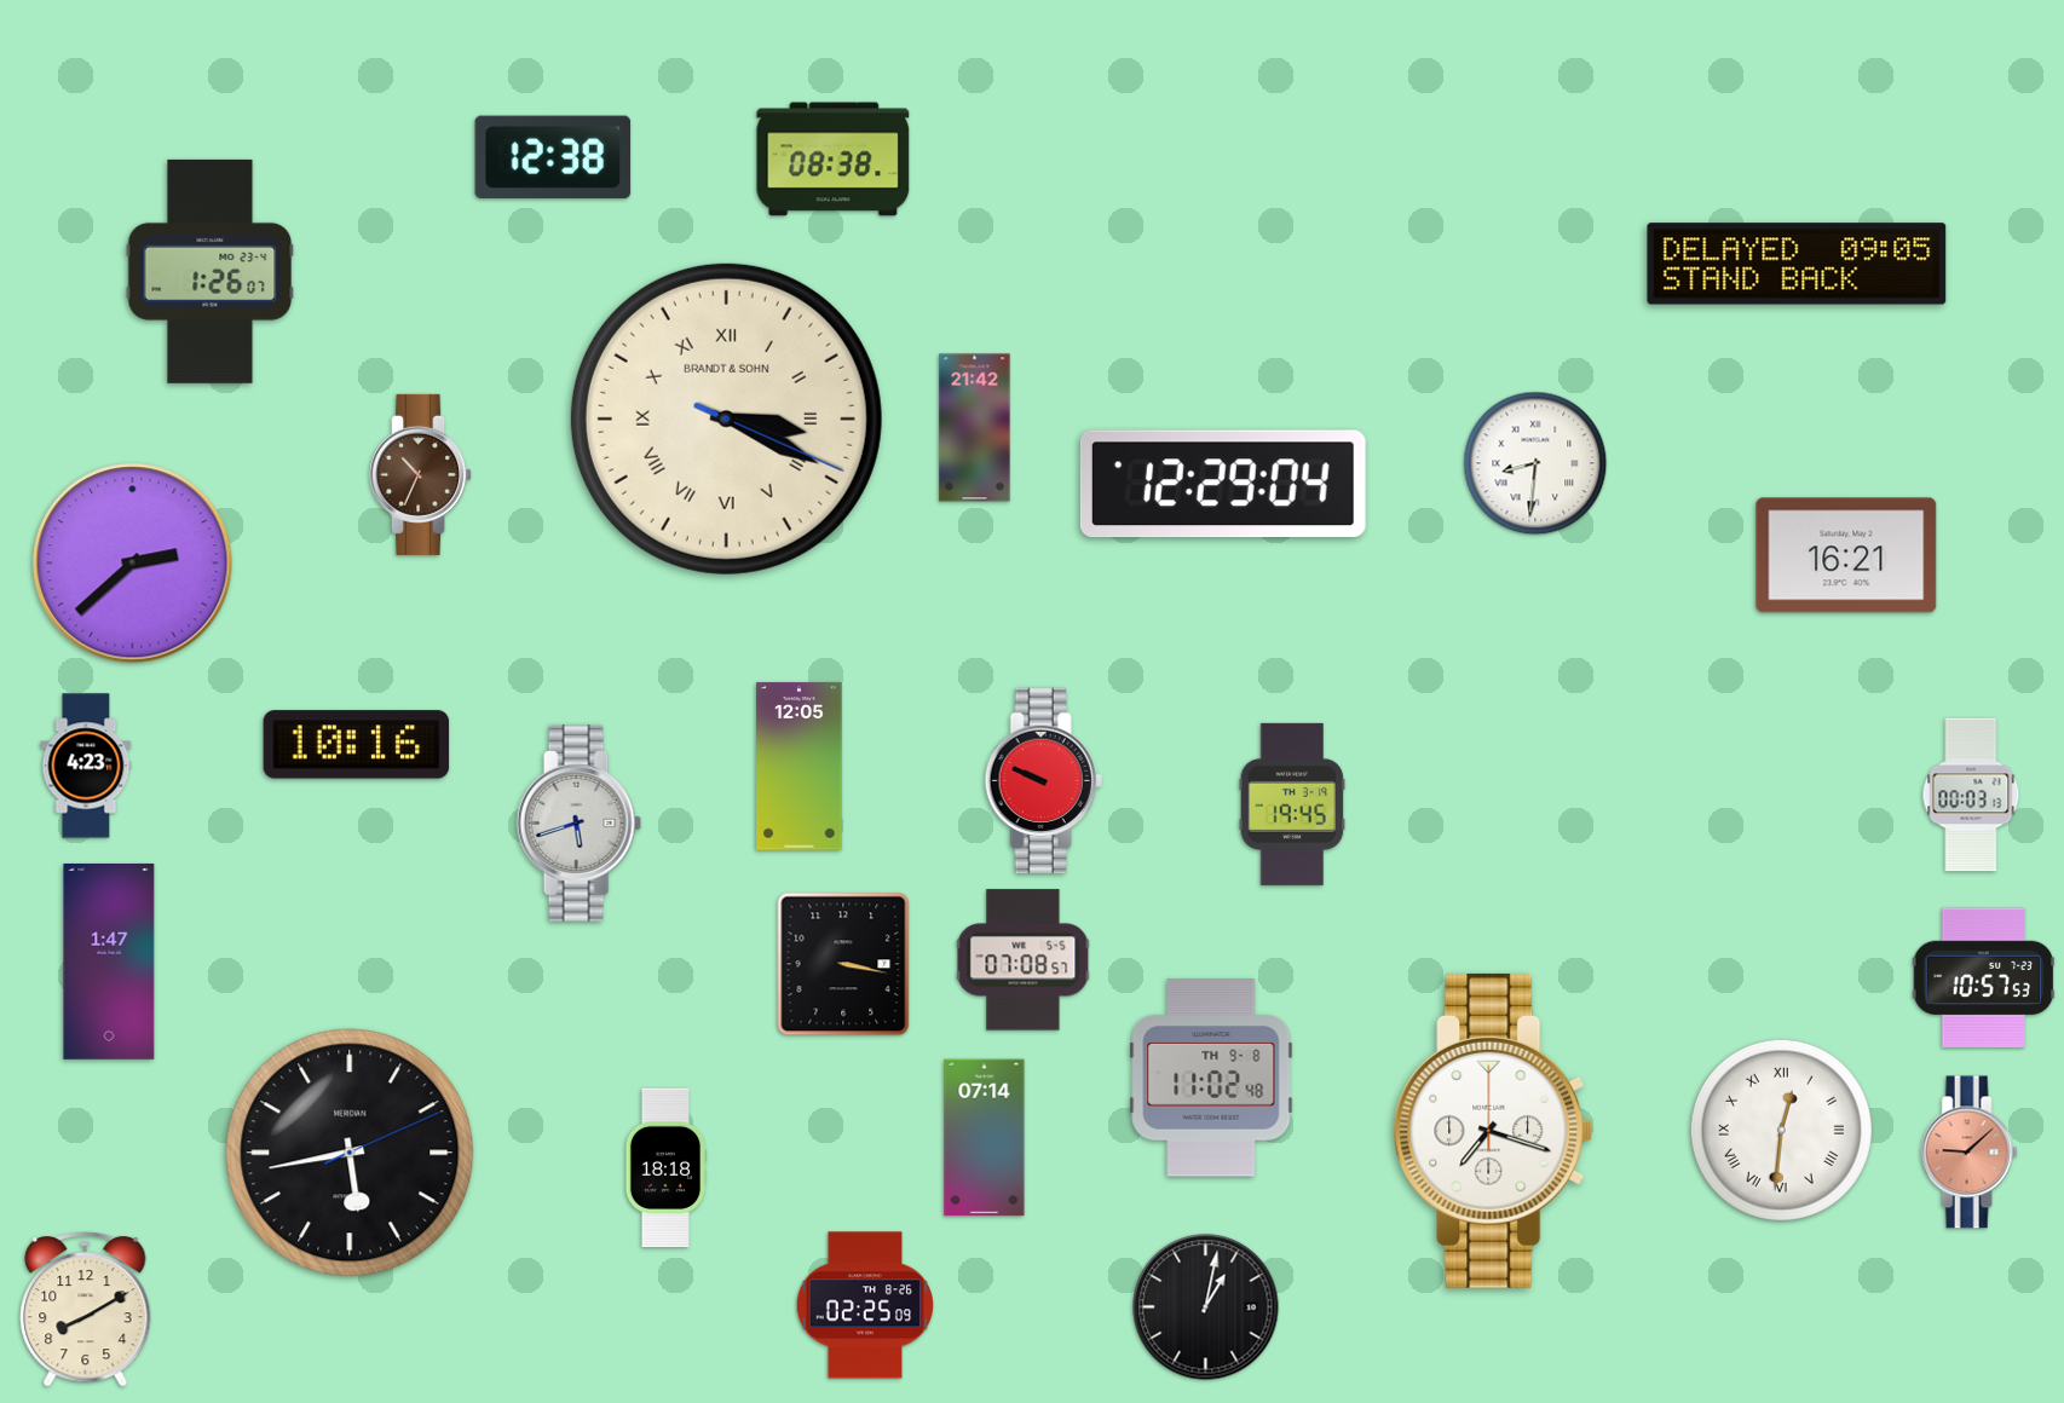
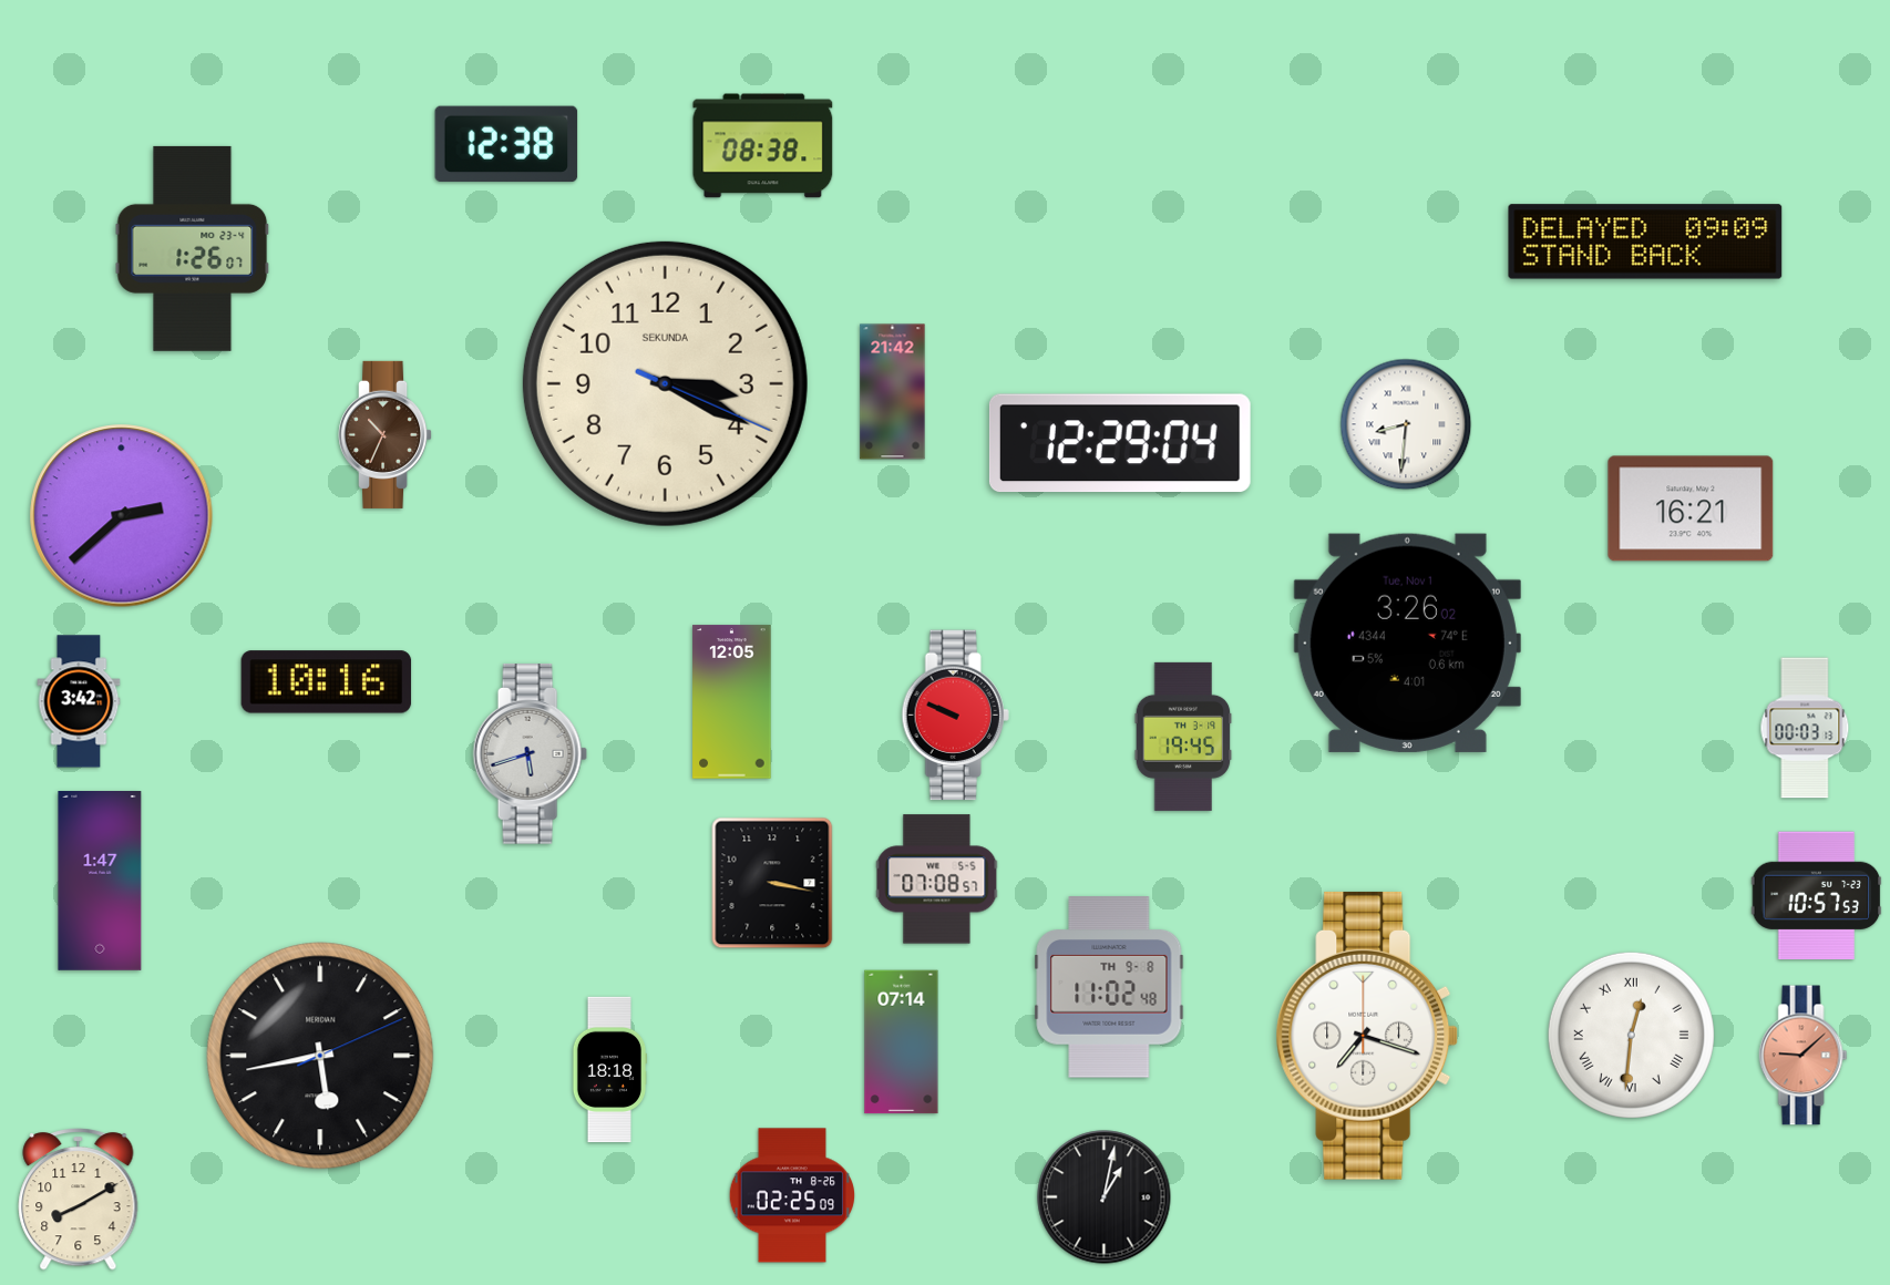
clock at (1797, 264): 09:05 -> 09:09
clock at (726, 418) numerals: Roman -> Arabic
clock at (726, 418) brand: BRANDT & SOHN -> SEKUNDA
clock at (1407, 642): none -> 3:26
clock at (86, 766): 4:23 -> 3:42
